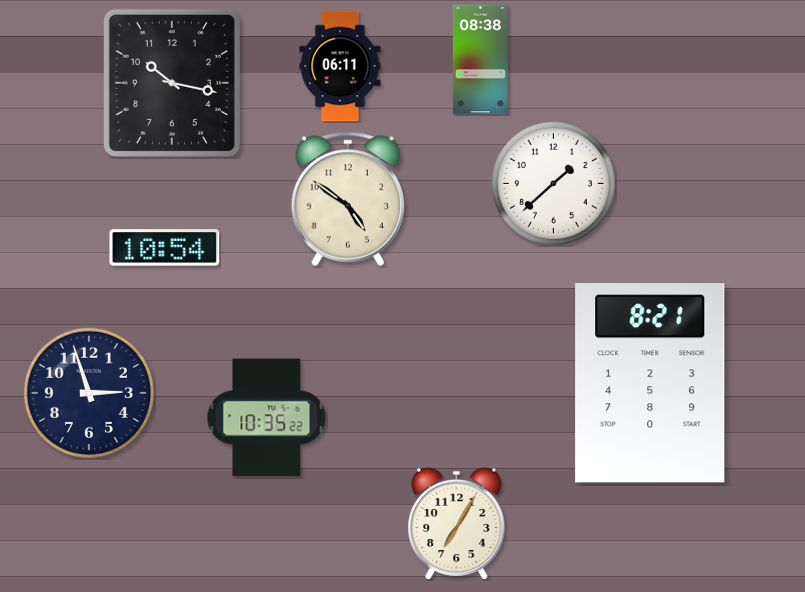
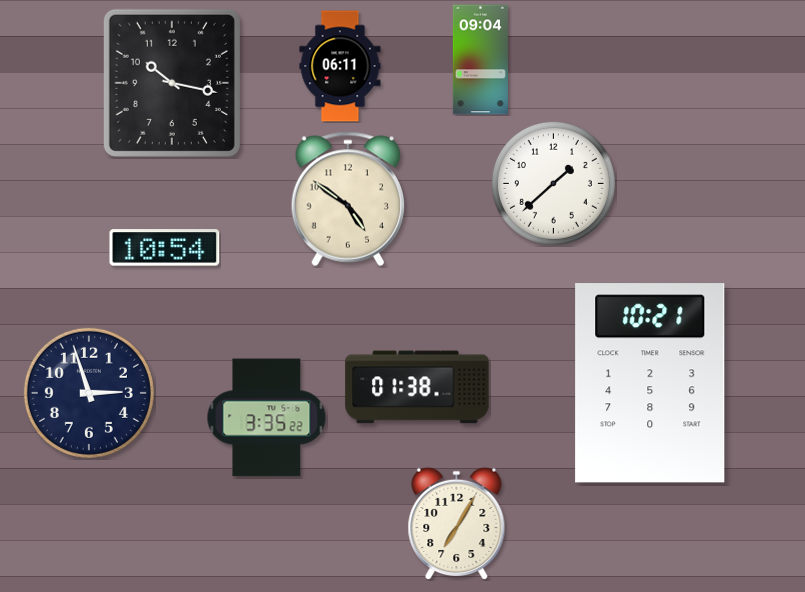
clock at (480, 60): 08:38 -> 09:04
clock at (650, 383): 8:21 -> 10:21
clock at (417, 387): none -> 01:38
clock at (267, 418): 10:35 -> 3:35
